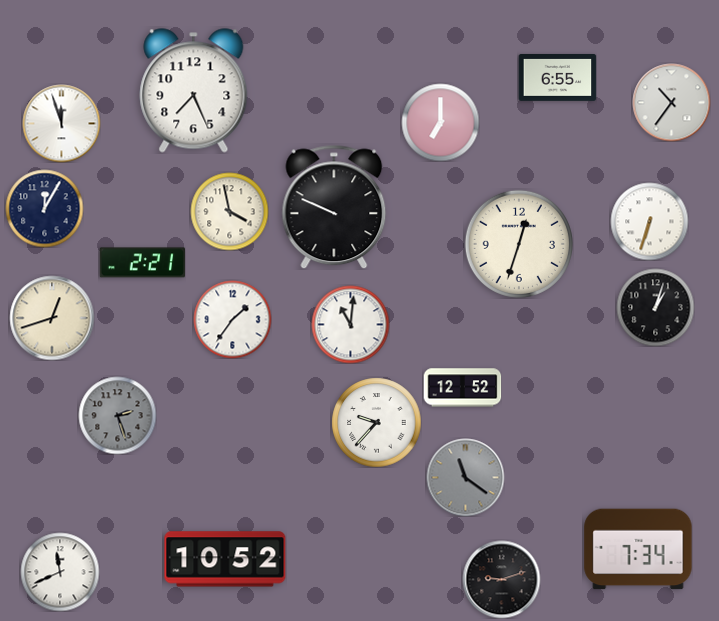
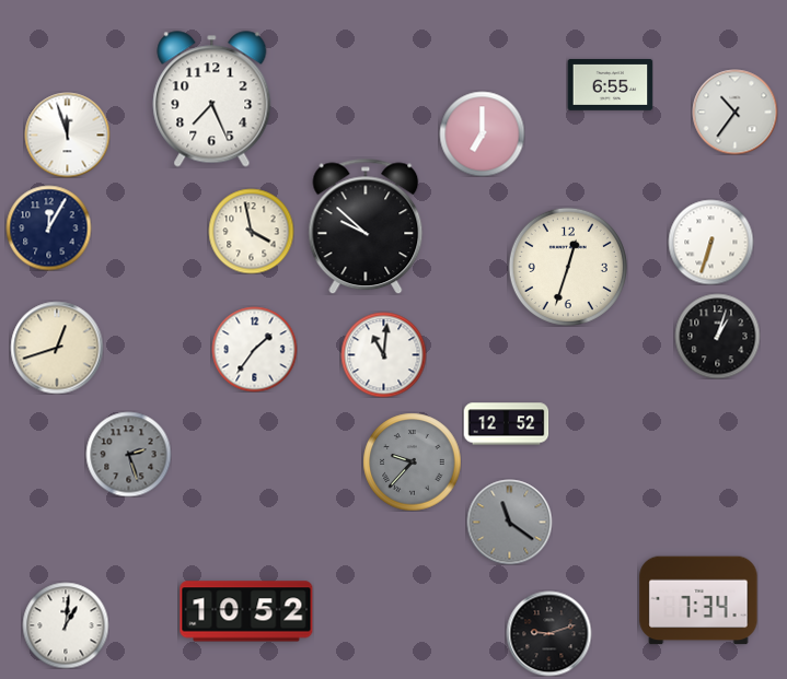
clock at (334, 207): 9:49 -> 9:52
clock at (142, 263): 2:21 -> none
clock at (376, 422) dial: white -> grey
clock at (60, 572): 11:41 -> 1:01
